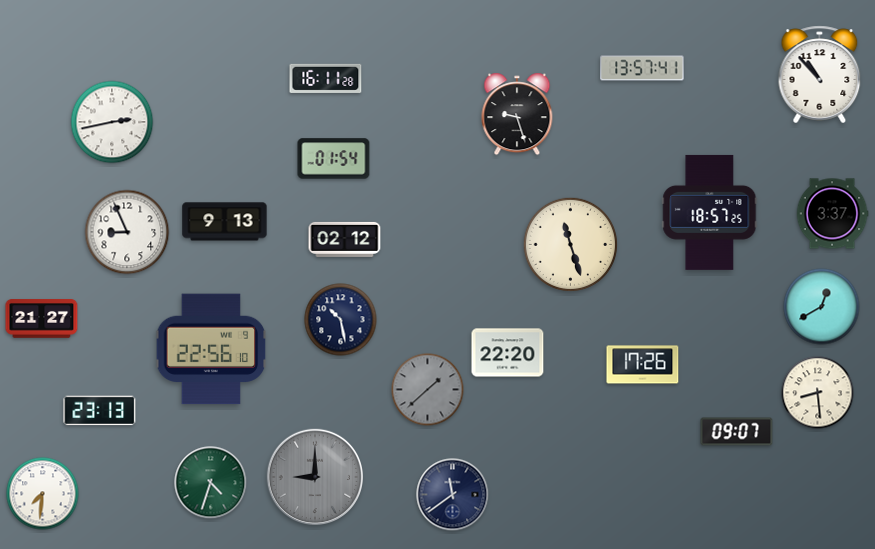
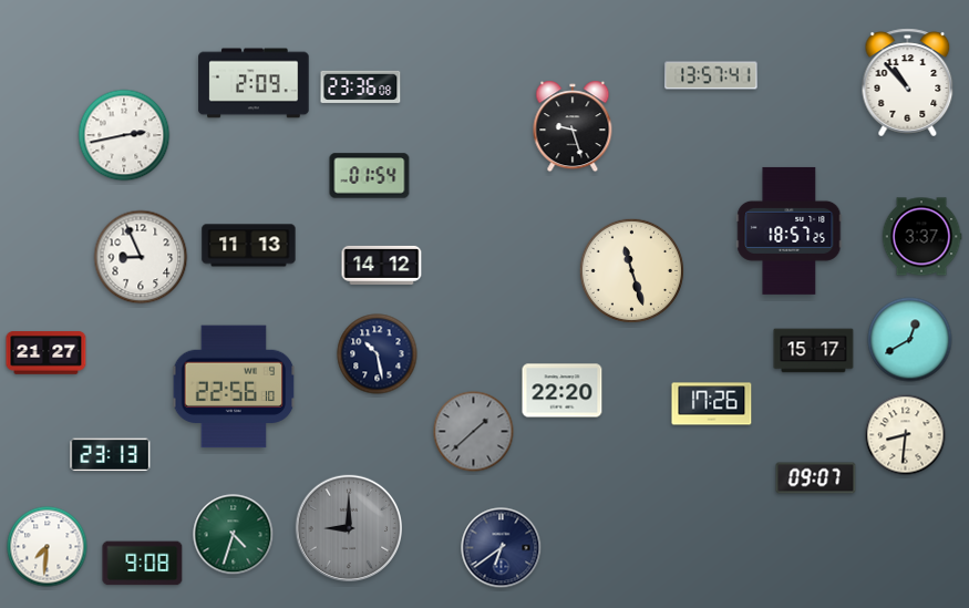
clock at (254, 83): none -> 2:09
clock at (326, 78): 16:11 -> 23:36
clock at (710, 212) position: (710, 212) -> (790, 230)
clock at (225, 222): 9:13 -> 11:13
clock at (345, 239): 02:12 -> 14:12
clock at (814, 351): none -> 15:17
clock at (818, 393): 8:29 -> 8:31
clock at (453, 495): 11:39 -> 6:39
clock at (143, 564): none -> 9:08
